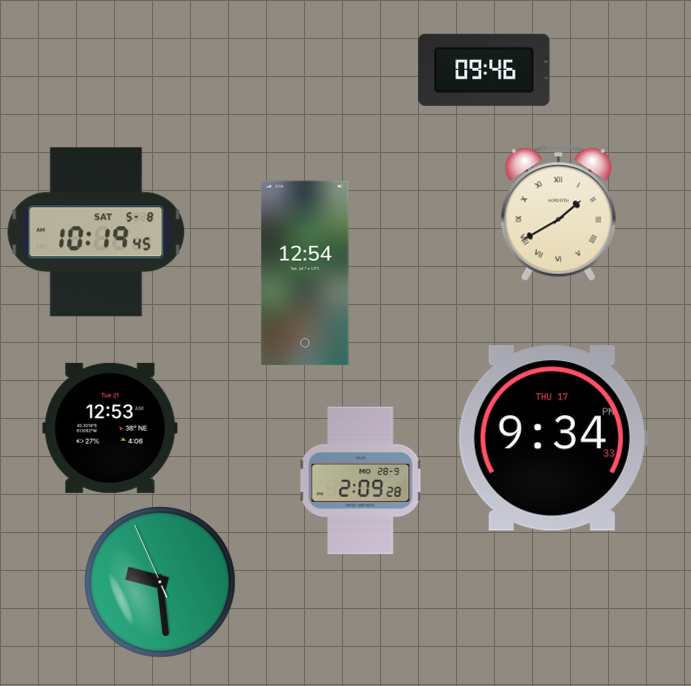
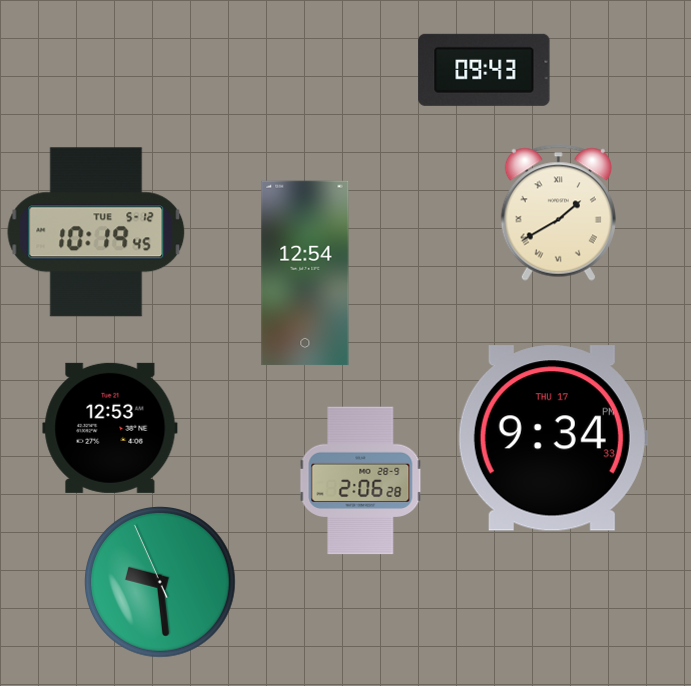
clock at (484, 70): 09:46 -> 09:43
clock at (96, 232) date: SAT 5-8 -> TUE 5-12
clock at (361, 481): 2:09 -> 2:06
